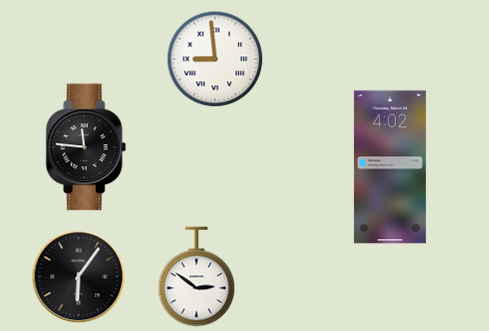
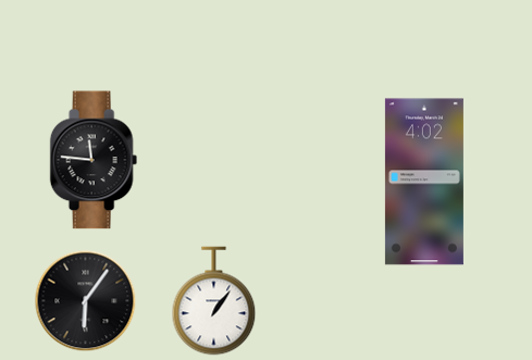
clock at (215, 59): 8:59 -> none
clock at (197, 277): 2:51 -> 1:06
